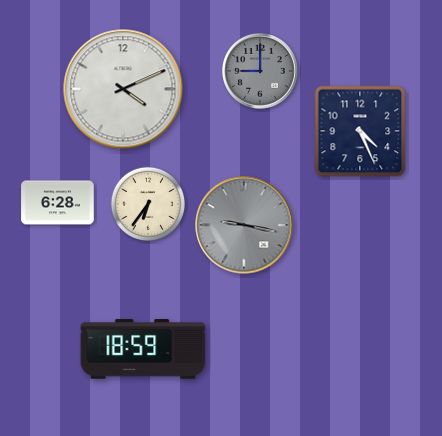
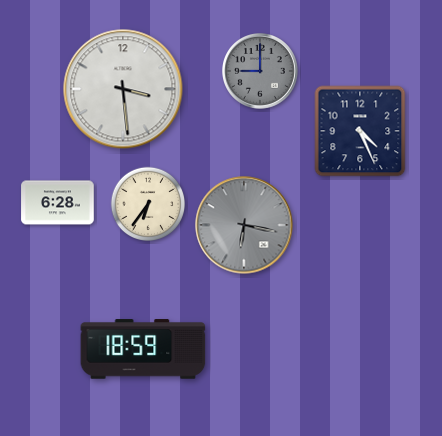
clock at (123, 89): 4:11 -> 3:29
clock at (244, 225): 9:17 -> 6:17
